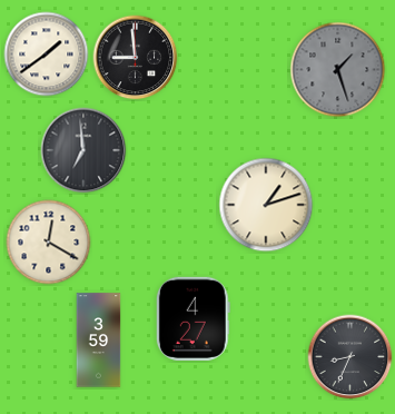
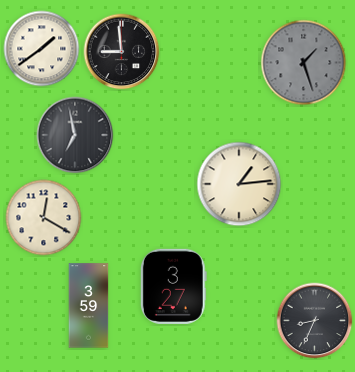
clock at (83, 150): 6:59 -> 6:58
clock at (266, 205): 1:12 -> 1:14
clock at (192, 318): 4:27 -> 3:27
